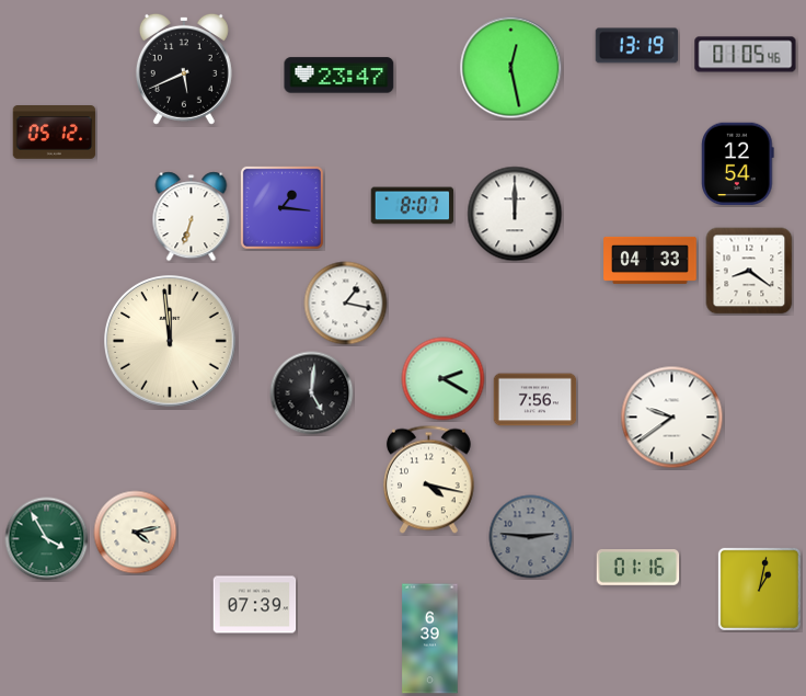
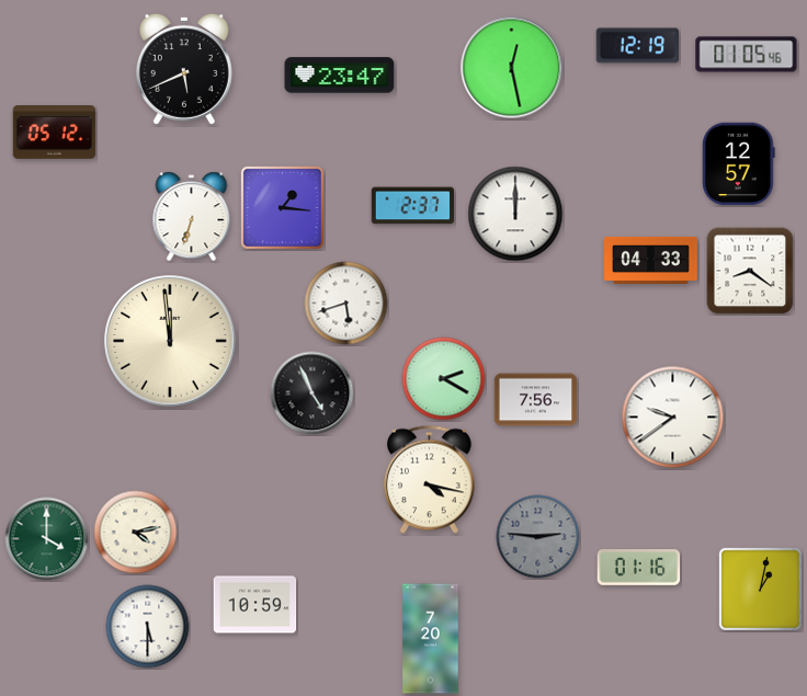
clock at (637, 46): 13:19 -> 12:19
clock at (738, 164): 12:54 -> 12:57
clock at (413, 206): 8:07 -> 2:37
clock at (346, 304): 1:17 -> 5:42
clock at (312, 393): 5:01 -> 4:56
clock at (531, 537) position: (531, 537) -> (538, 537)
clock at (47, 539): 3:55 -> 4:00
clock at (255, 605): 07:39 -> 10:59
clock at (148, 627): none -> 5:30
clock at (430, 639): 6:39 -> 7:20
